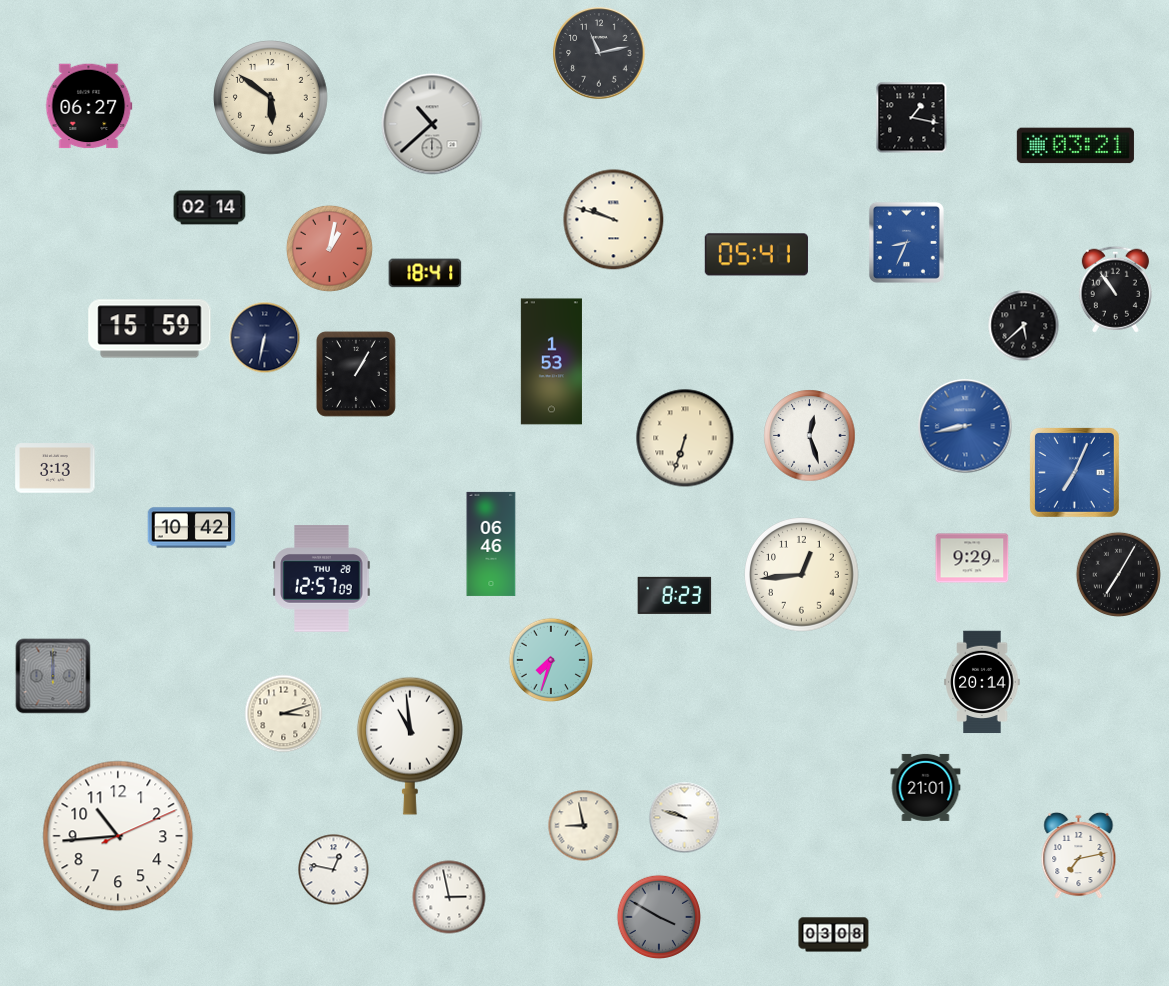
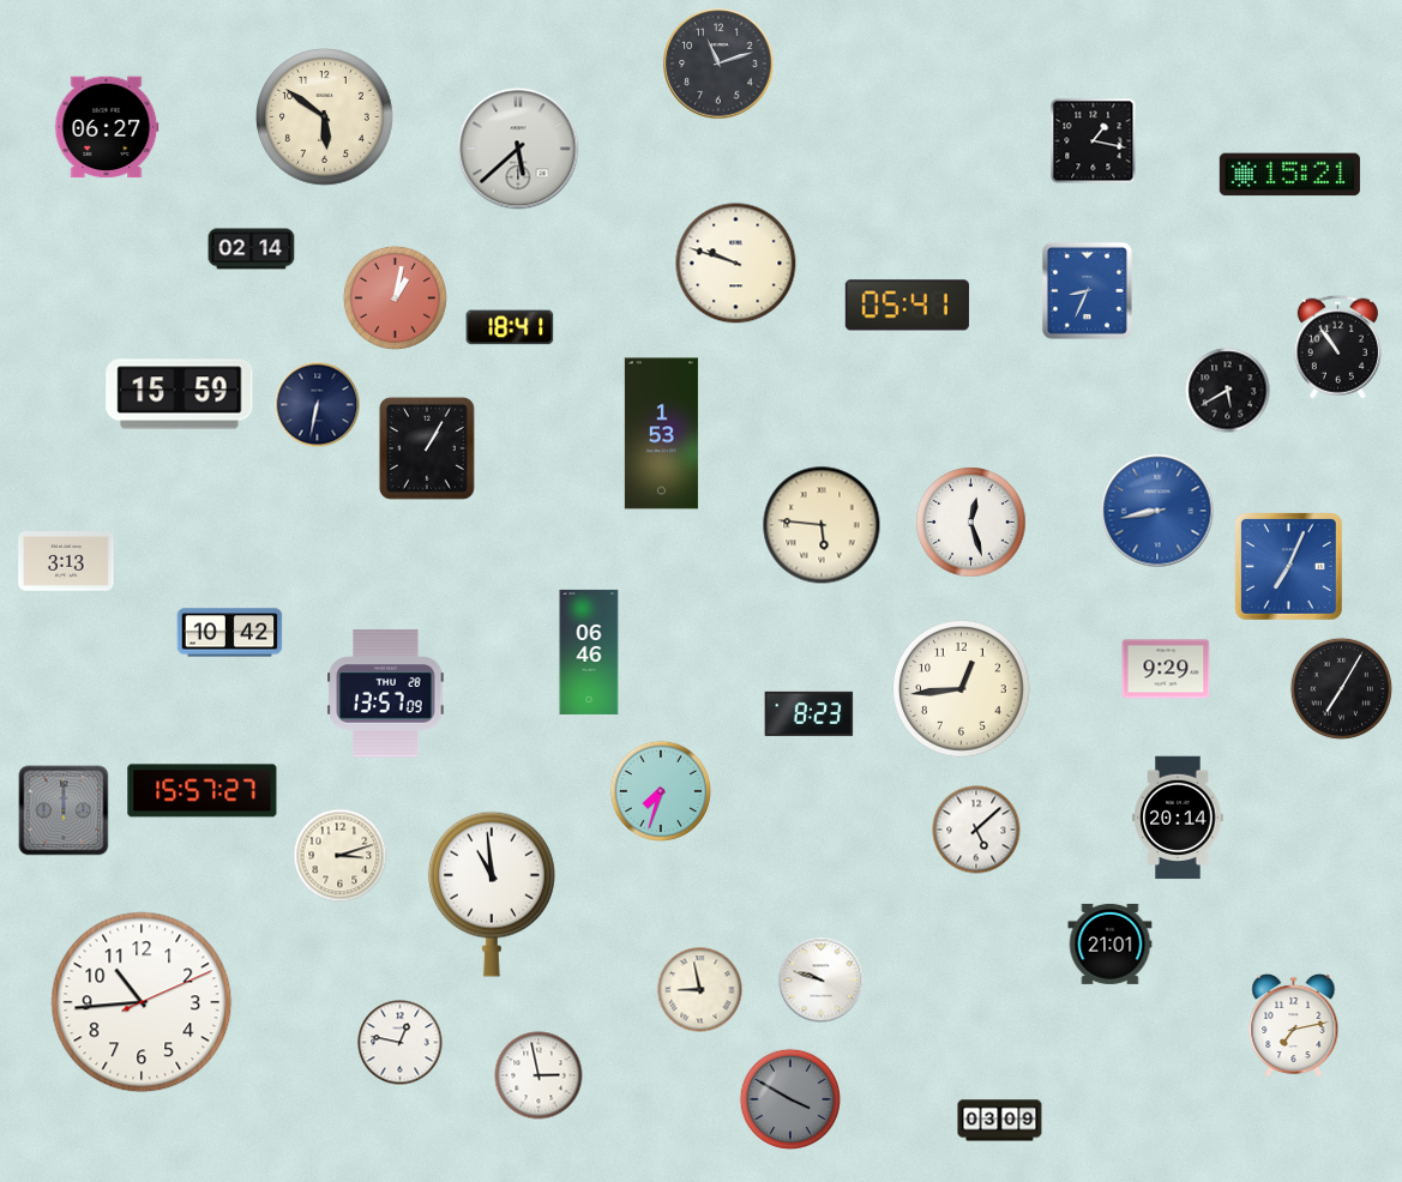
clock at (599, 53): 11:13 -> 11:12
clock at (432, 124): 10:38 -> 5:38
clock at (1075, 146): 03:21 -> 15:21
clock at (1024, 326): 5:38 -> 5:40
clock at (685, 438): 6:33 -> 5:46
clock at (322, 579): 12:57 -> 13:57
clock at (203, 791): none -> 15:57
clock at (976, 830): none -> 5:08
clock at (834, 935): 03:08 -> 03:09
